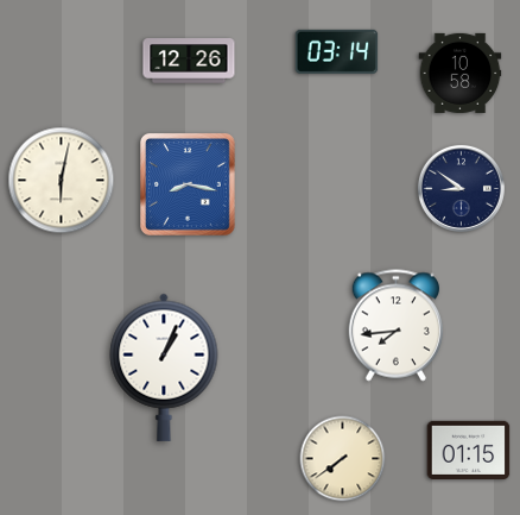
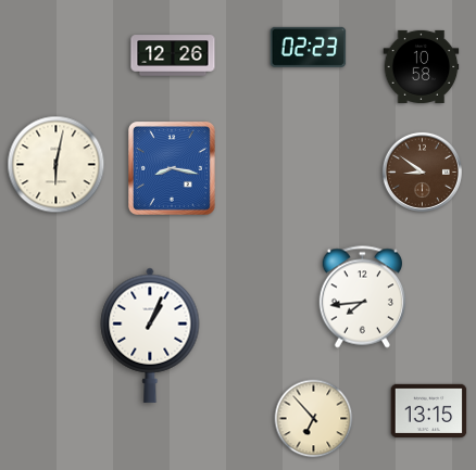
clock at (337, 51): 03:14 -> 02:23
clock at (461, 188) dial: navy -> brown
clock at (469, 450): 01:15 -> 13:15
clock at (343, 459): 7:39 -> 6:53
